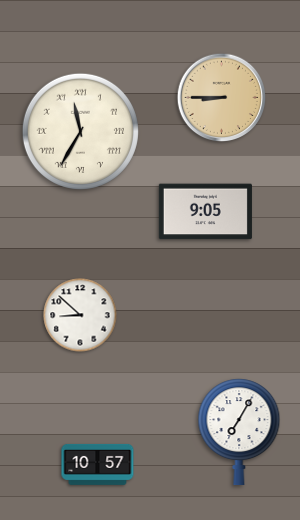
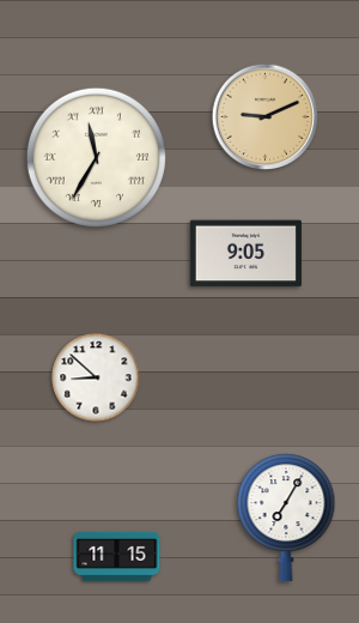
clock at (222, 98): 8:45 -> 9:11
clock at (98, 464): 10:57 -> 11:15
